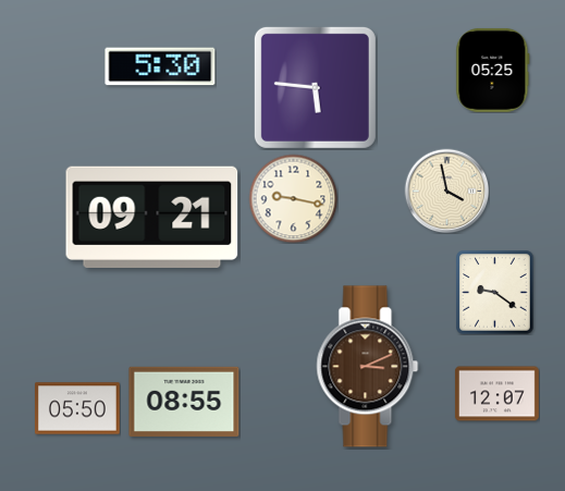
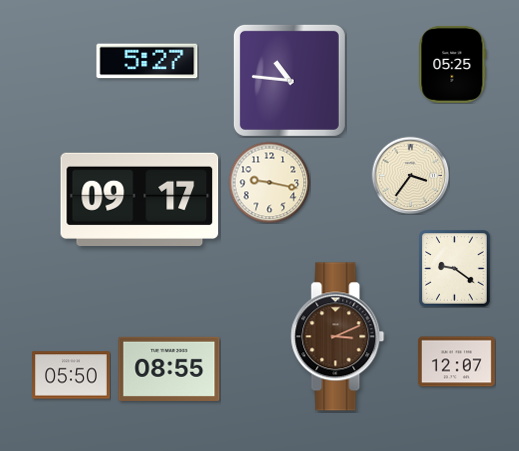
clock at (160, 66): 5:30 -> 5:27
clock at (315, 87): 5:46 -> 10:46
clock at (446, 191): 3:58 -> 3:36
clock at (152, 217): 09:21 -> 09:17
